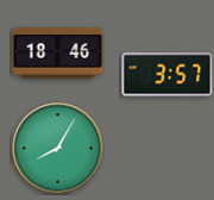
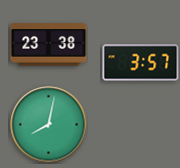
clock at (58, 54): 18:46 -> 23:38
clock at (58, 149): 8:05 -> 8:02
